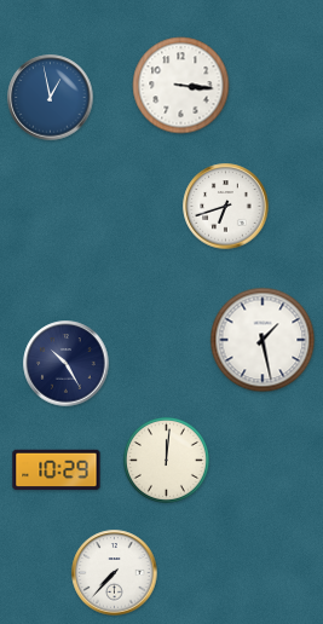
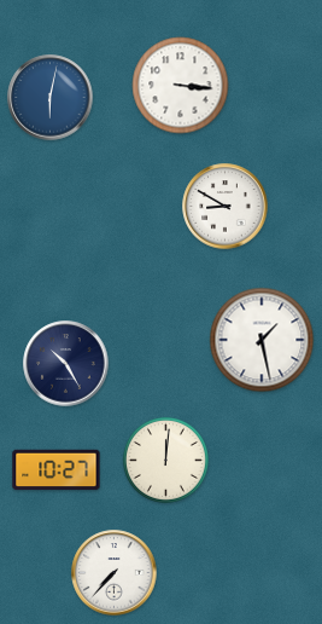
clock at (51, 98): 12:58 -> 6:02
clock at (226, 207): 6:42 -> 8:50
clock at (57, 470): 10:29 -> 10:27
